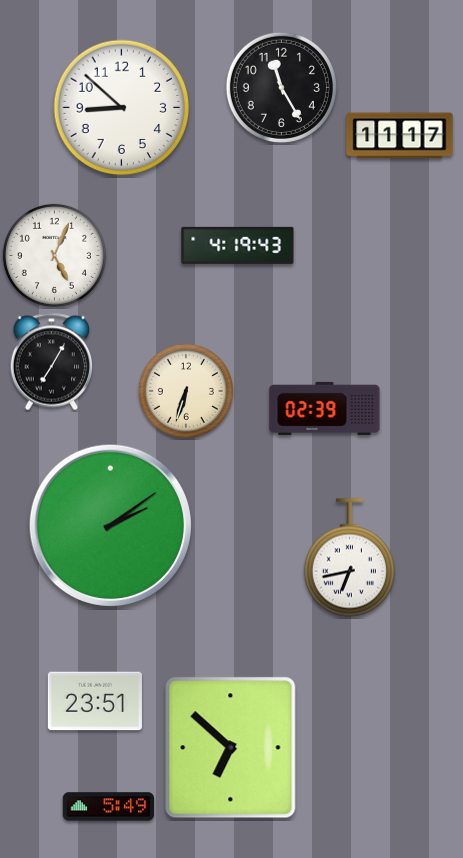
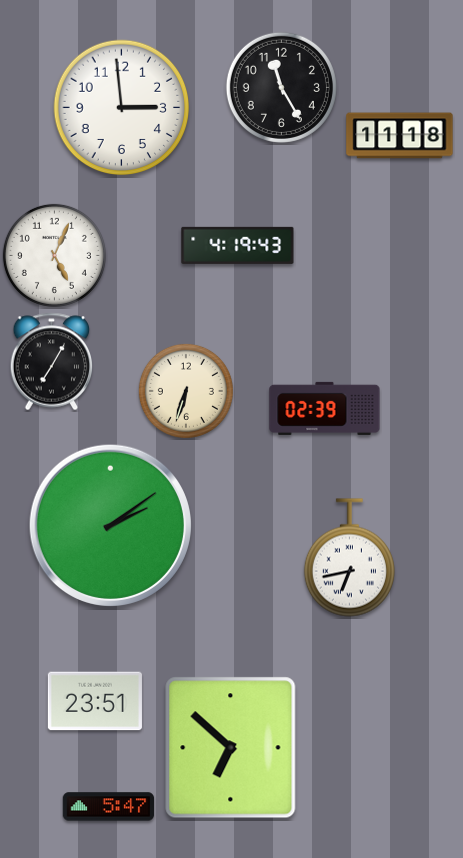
clock at (122, 108): 8:52 -> 2:59
clock at (400, 136): 11:17 -> 11:18
clock at (109, 807): 5:49 -> 5:47
